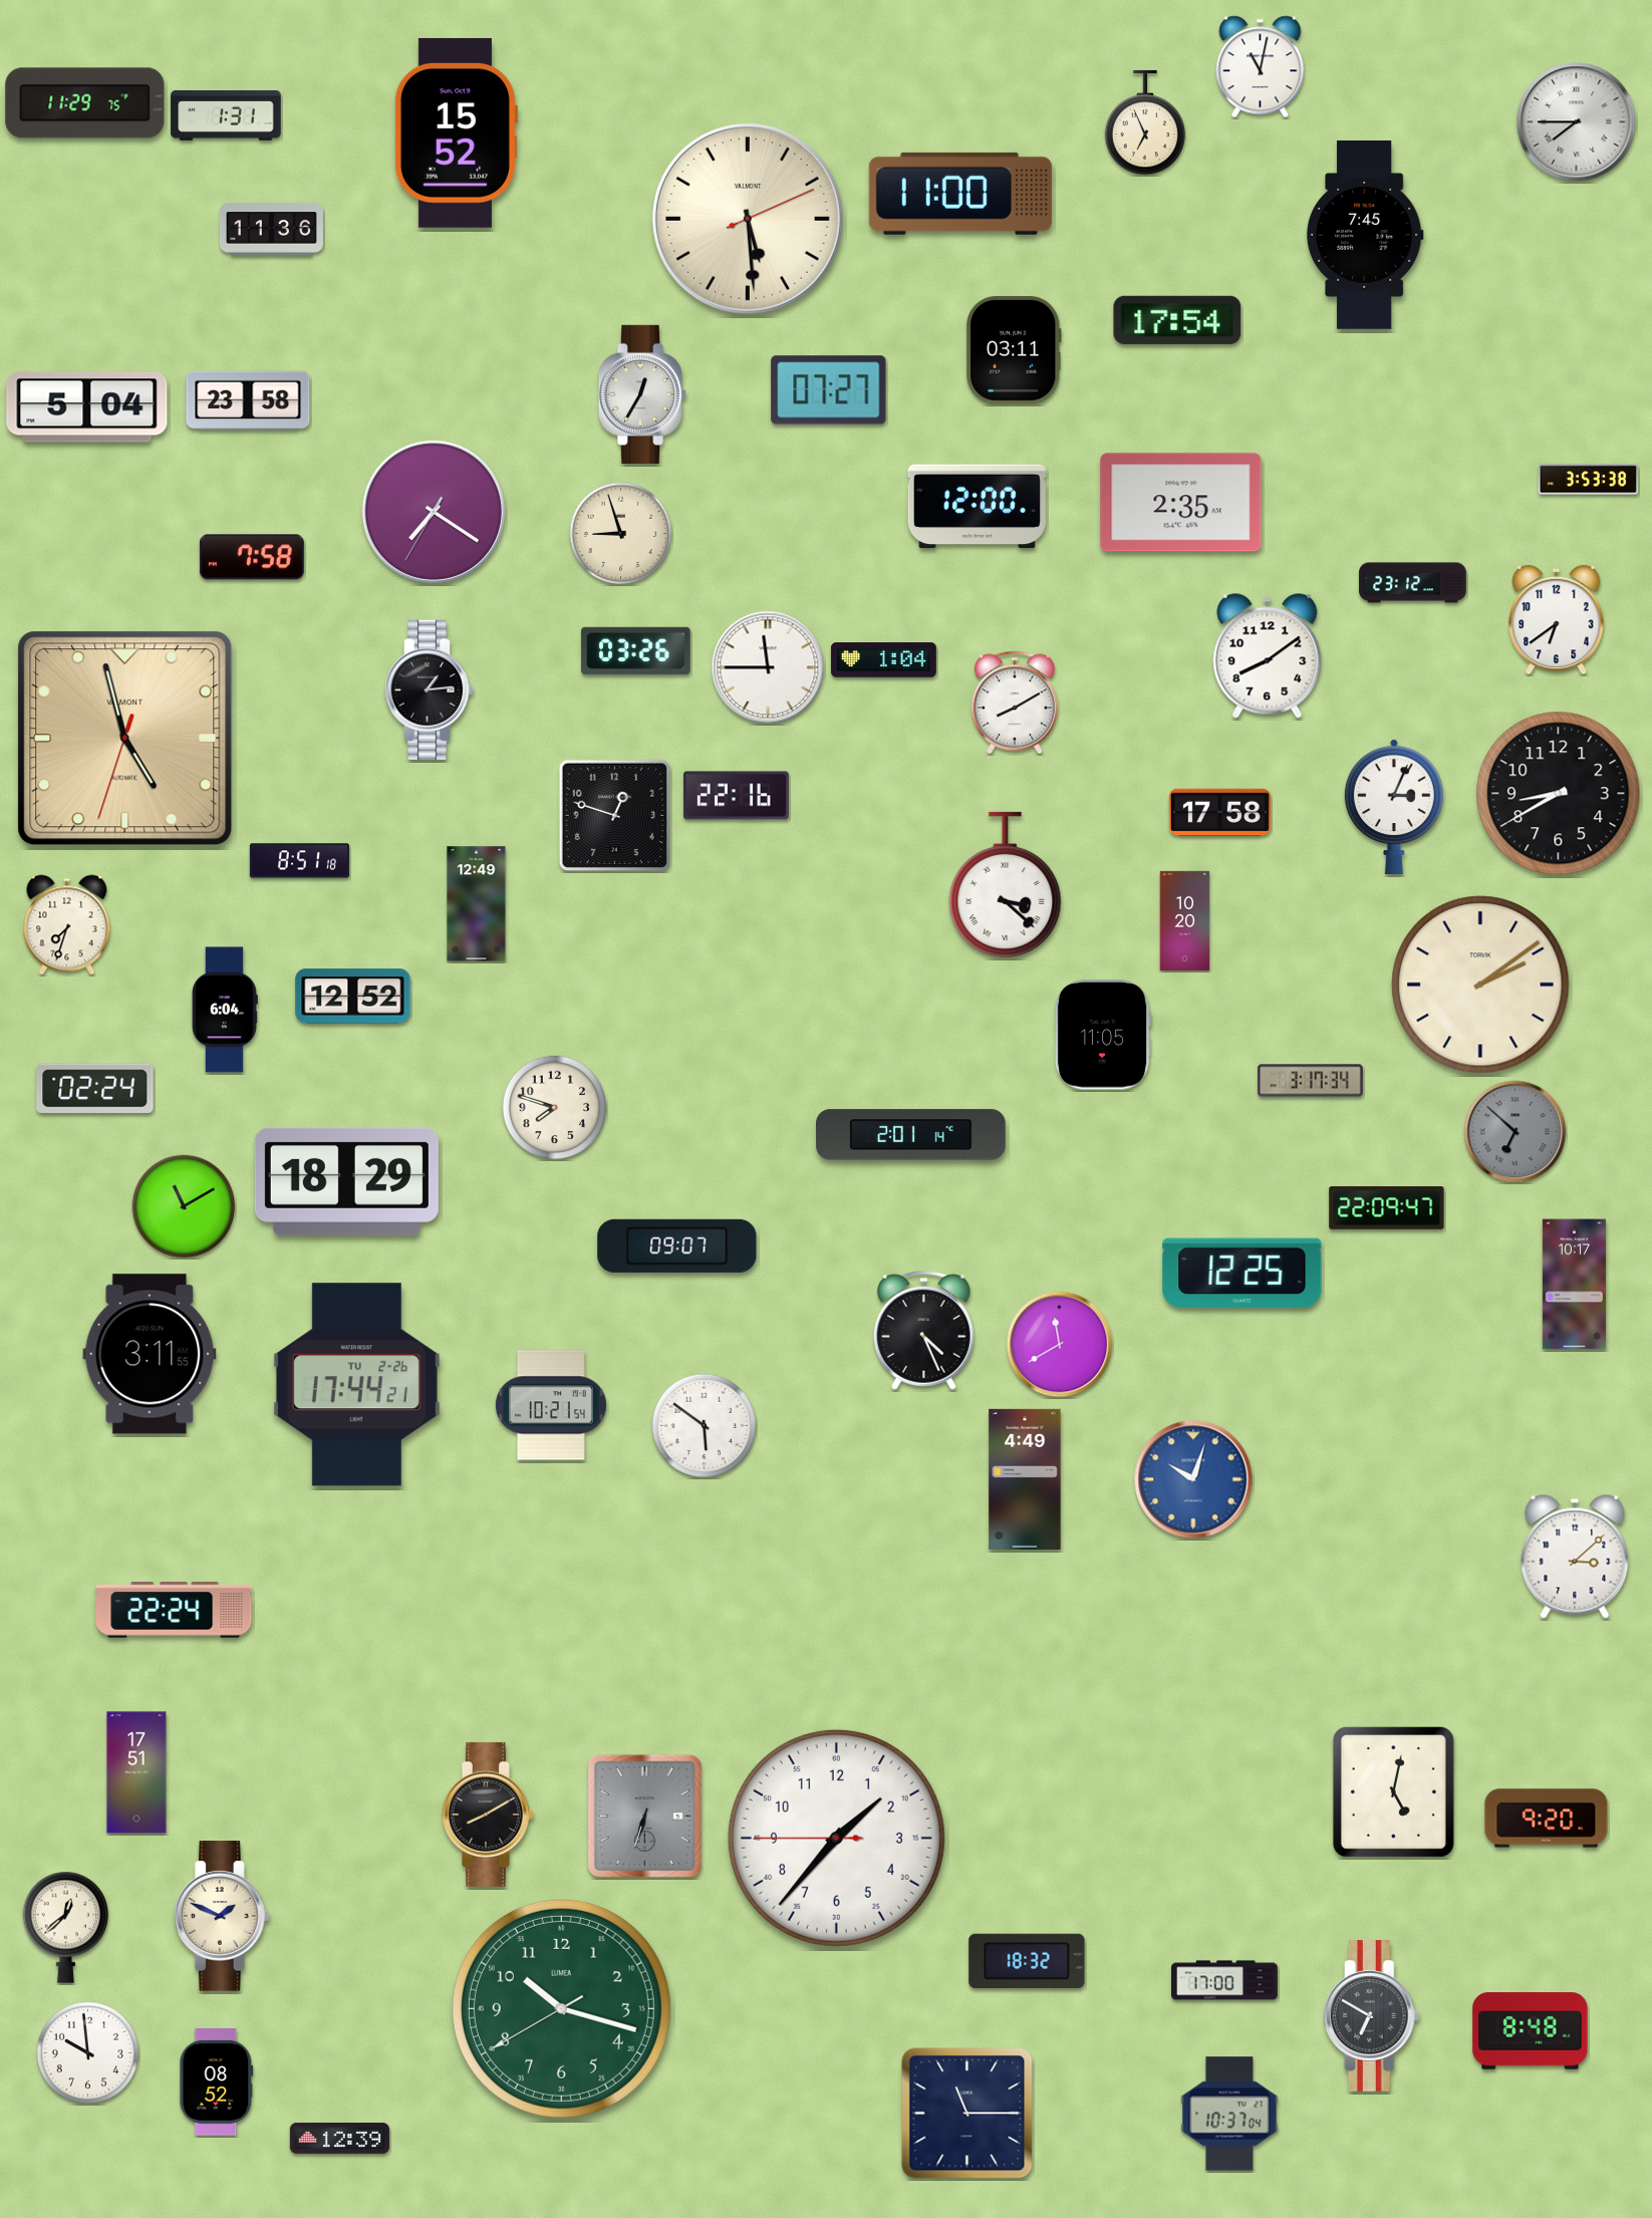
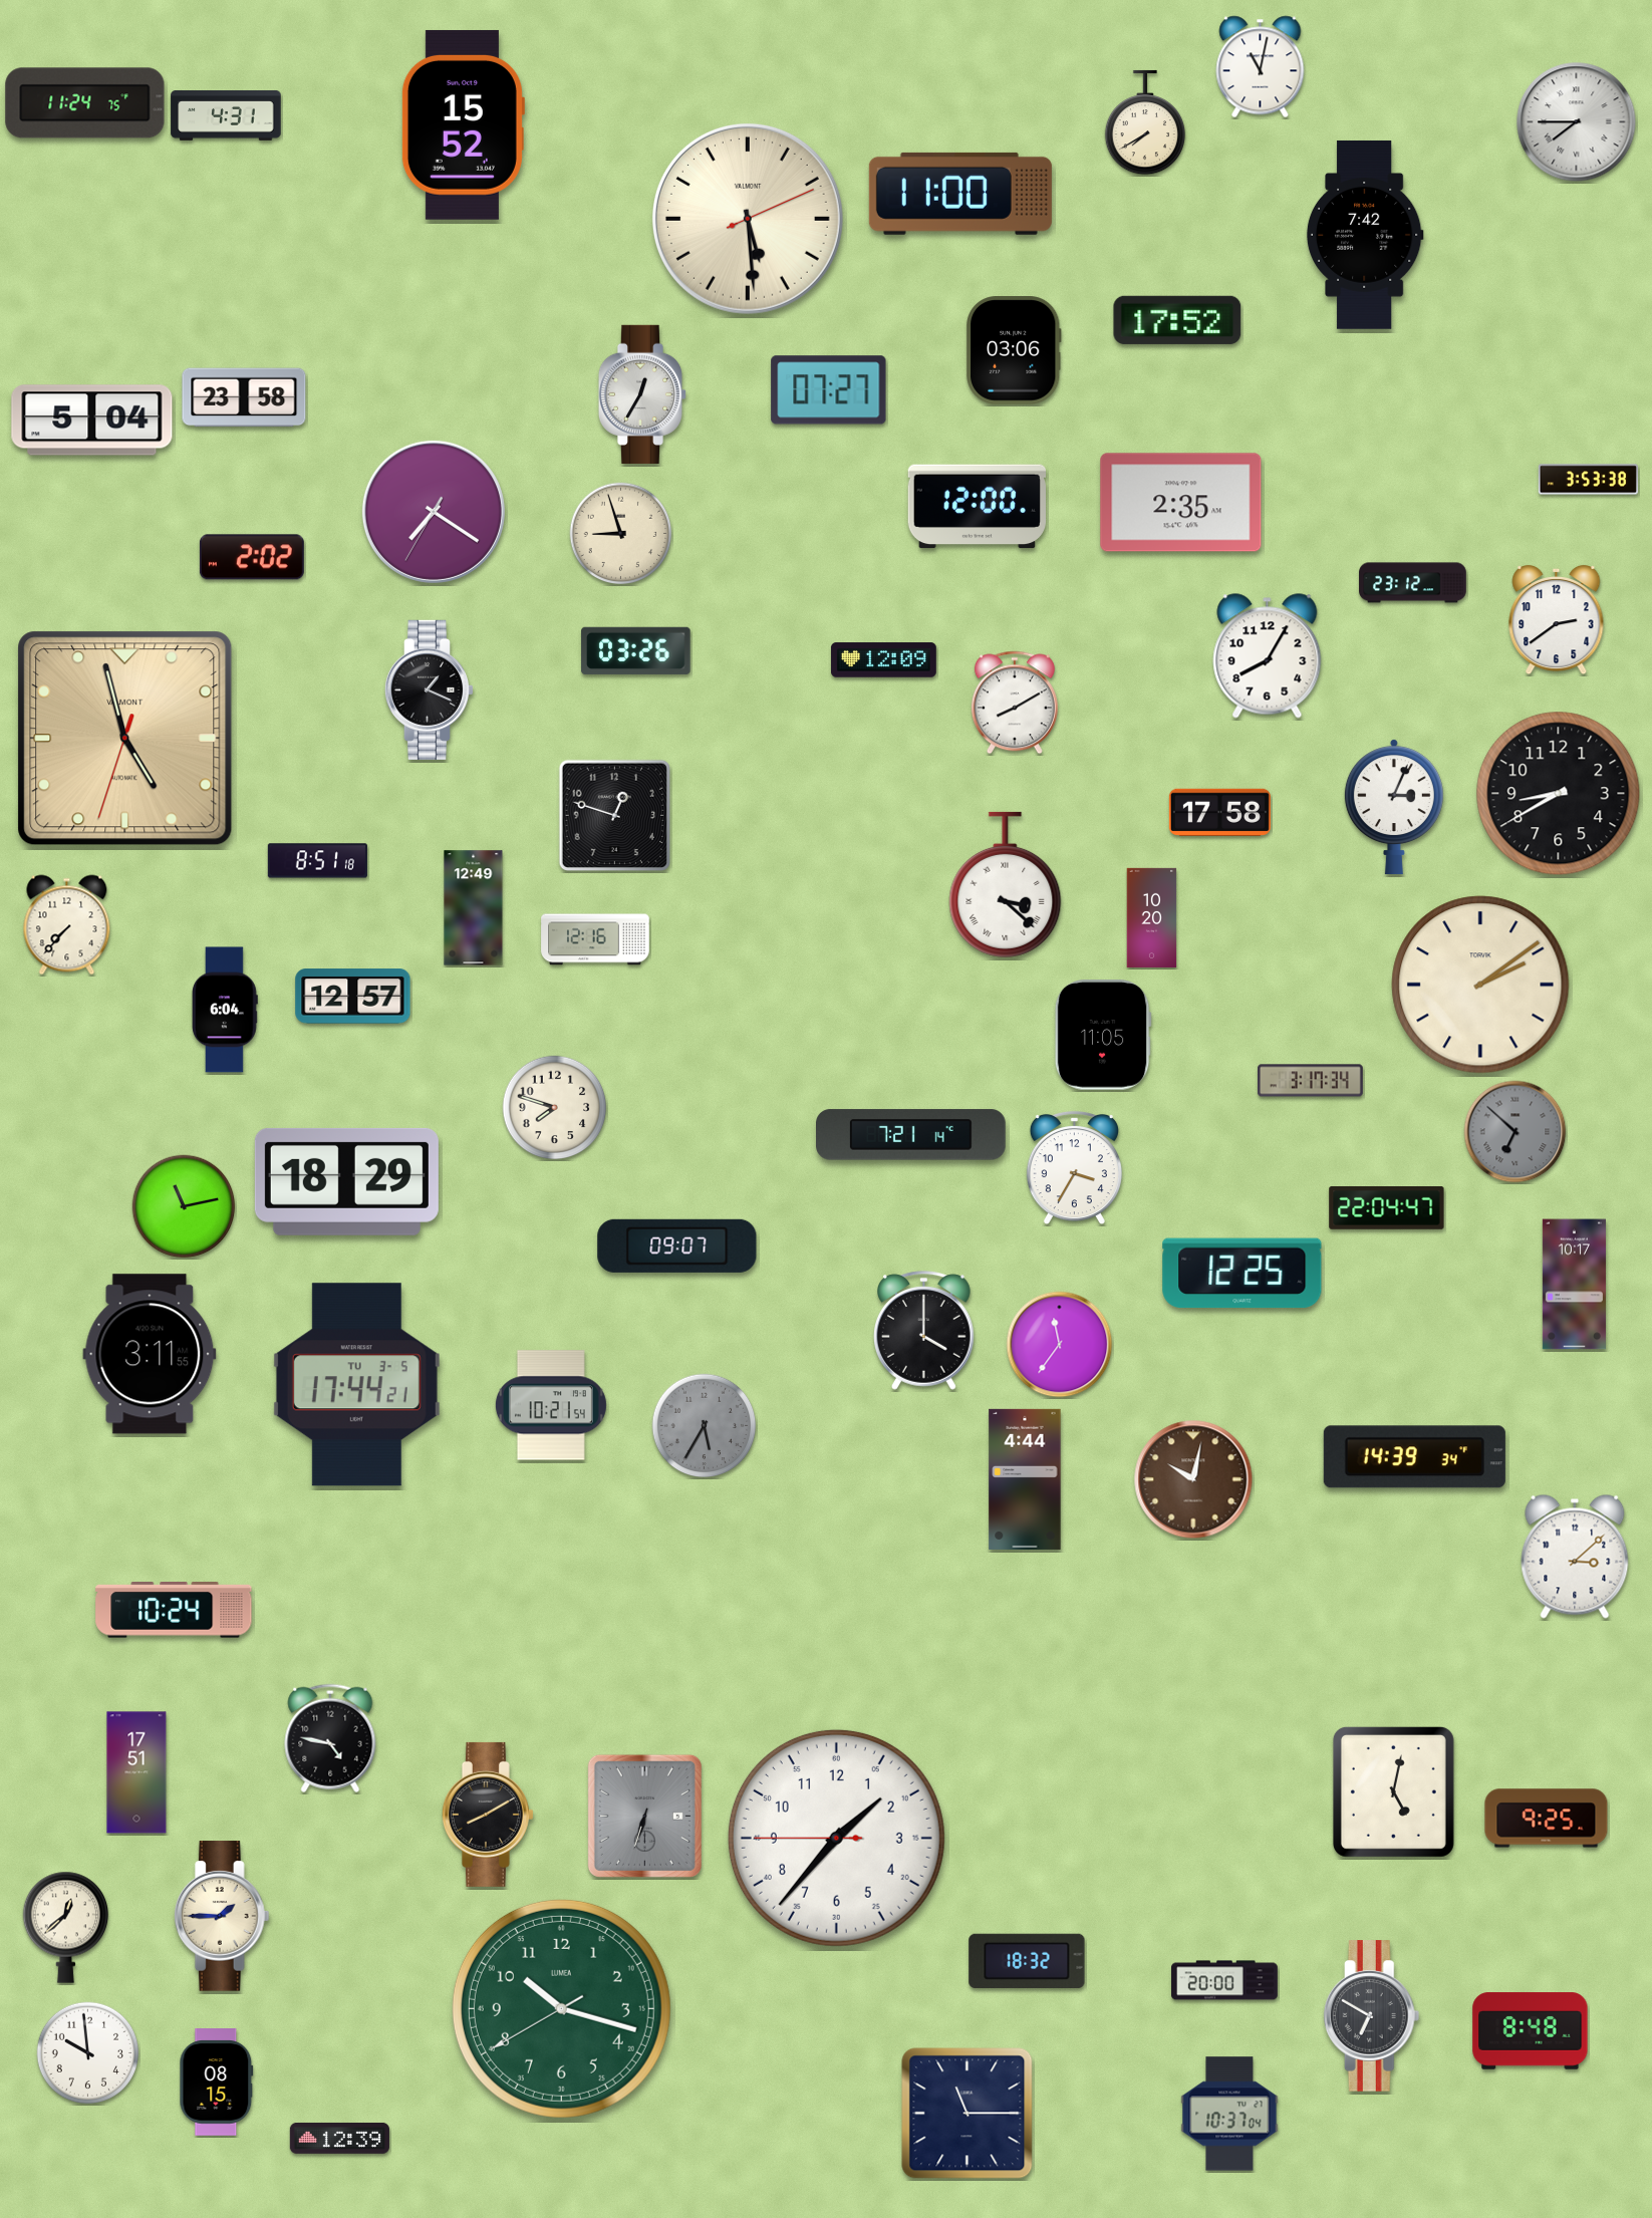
clock at (85, 103): 11:29 -> 11:24
clock at (226, 116): 1:31 -> 4:31
clock at (1145, 122): 6:56 -> 7:40
clock at (456, 132) position: (456, 132) -> (463, 124)
clock at (271, 230): 11:36 -> none
clock at (1365, 235): 7:45 -> 7:42
clock at (1177, 320): 17:54 -> 17:52
clock at (1014, 350): 03:11 -> 03:06
clock at (248, 400) position: (248, 400) -> (244, 397)
clock at (87, 407) position: (87, 407) -> (92, 421)
clock at (252, 557): 7:58 -> 2:02
clock at (1557, 620): 6:39 -> 2:39
clock at (1268, 656): 8:09 -> 8:05
clock at (883, 660): 1:04 -> 12:09
clock at (768, 667): 11:45 -> none
clock at (429, 689): 1:14 -> 1:19
clock at (736, 796): 22:16 -> none
clock at (299, 861) position: (299, 861) -> (317, 861)
clock at (477, 904) position: (477, 904) -> (474, 908)
clock at (1185, 920) position: (1185, 920) -> (1152, 917)
clock at (67, 925): 7:33 -> 7:37
clock at (595, 939): none -> 12:16
clock at (353, 997): 12:52 -> 12:57
clock at (95, 1088): 02:24 -> none
clock at (911, 1135): 2:01 -> 7:21
clock at (1074, 1168): none -> 3:35
clock at (184, 1206): 11:10 -> 11:13
clock at (1387, 1208): 22:09 -> 22:04
clock at (924, 1331): 4:26 -> 4:00
clock at (1060, 1345): 11:40 -> 11:36
clock at (356, 1385) date: TU 2-26 -> TU 3-5
clock at (705, 1426): 5:51 -> 5:35
clock at (705, 1426) dial: white -> grey
clock at (1414, 1457): none -> 14:39
clock at (1025, 1479): 4:49 -> 4:44
clock at (1193, 1479): 10:03 -> 10:02
clock at (1193, 1479) dial: blue -> brown
clock at (174, 1610): 22:24 -> 10:24
clock at (330, 1738): none -> 4:47
clock at (1547, 1819): 9:20 -> 9:25
clock at (222, 1916): 1:49 -> 1:45
clock at (1224, 1980): 17:00 -> 20:00
clock at (217, 2083): 08:52 -> 08:15
